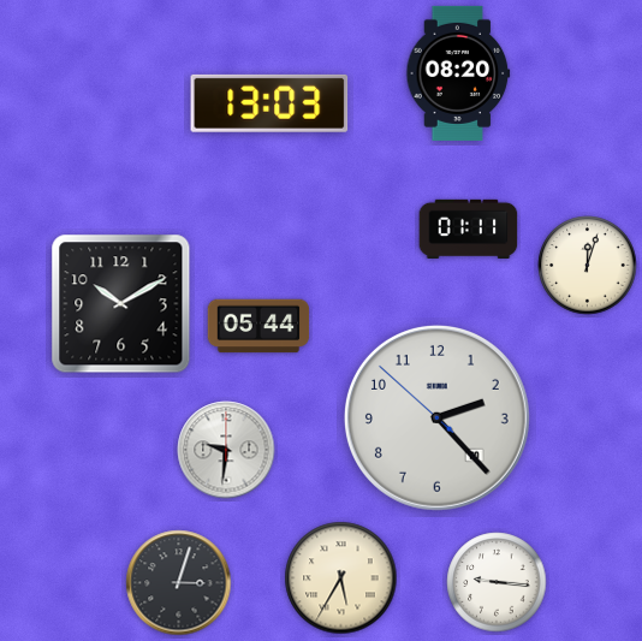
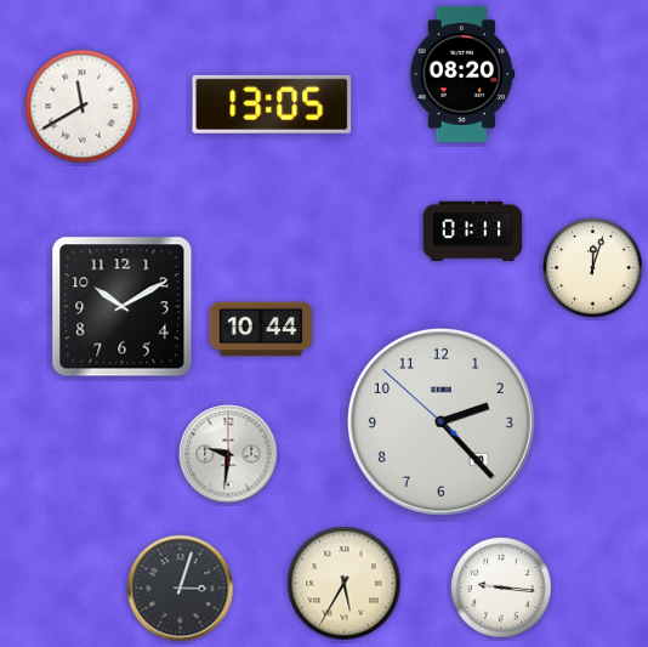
clock at (269, 103): 13:03 -> 13:05
clock at (83, 107): none -> 11:40
clock at (258, 326): 05:44 -> 10:44
